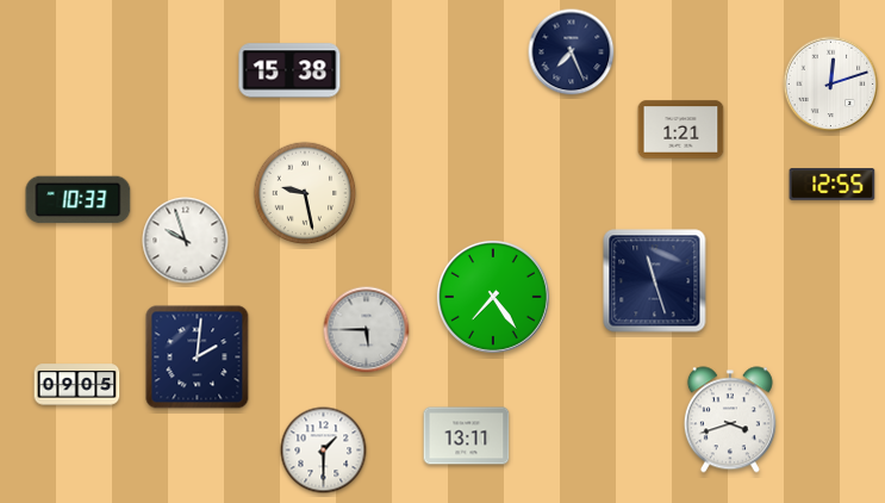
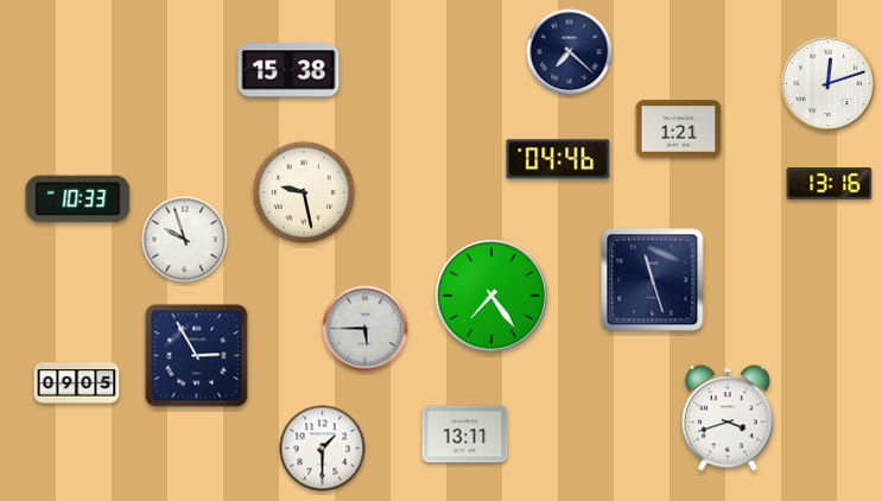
clock at (572, 52): 7:26 -> 7:22
clock at (558, 159): none -> 04:46
clock at (833, 185): 12:55 -> 13:16
clock at (198, 358): 2:01 -> 2:55
